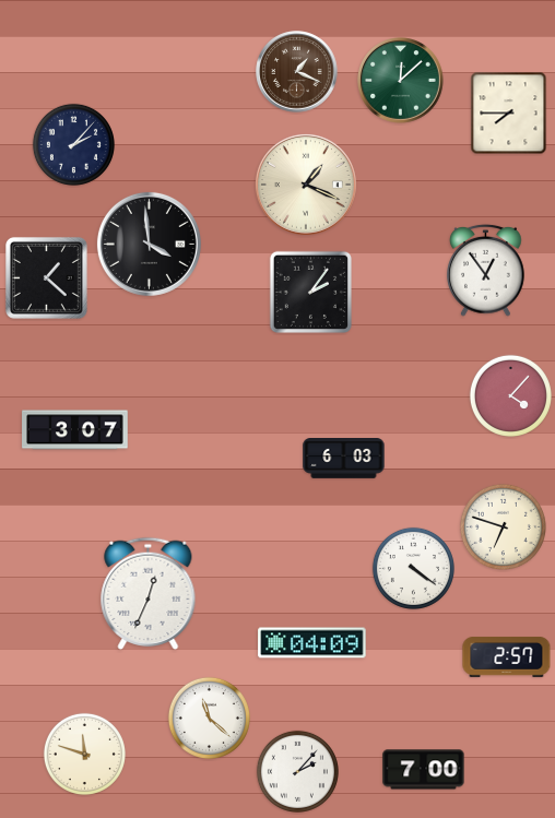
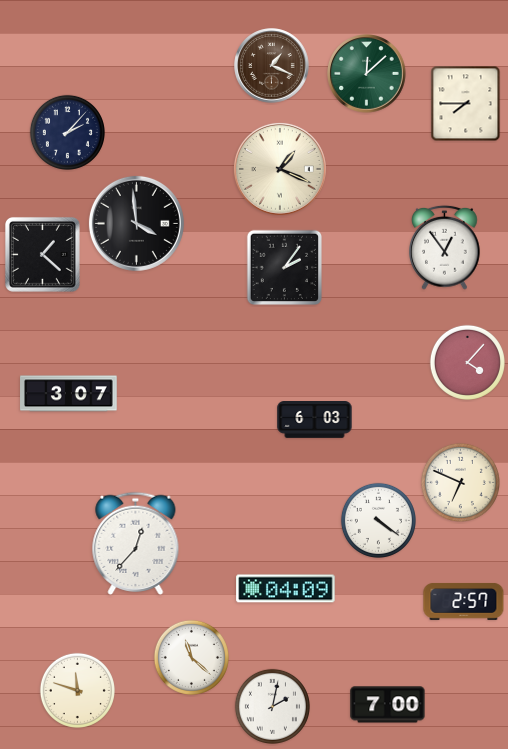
clock at (503, 526): 6:48 -> 6:49
clock at (149, 593): 12:34 -> 12:37
clock at (297, 771): 2:07 -> 2:02
